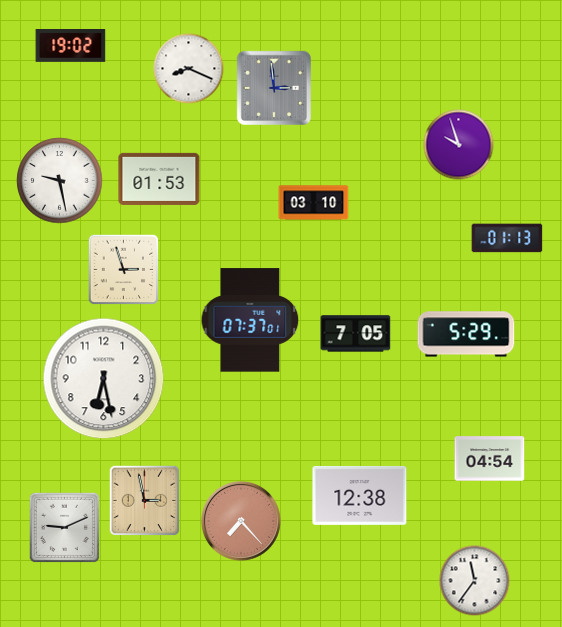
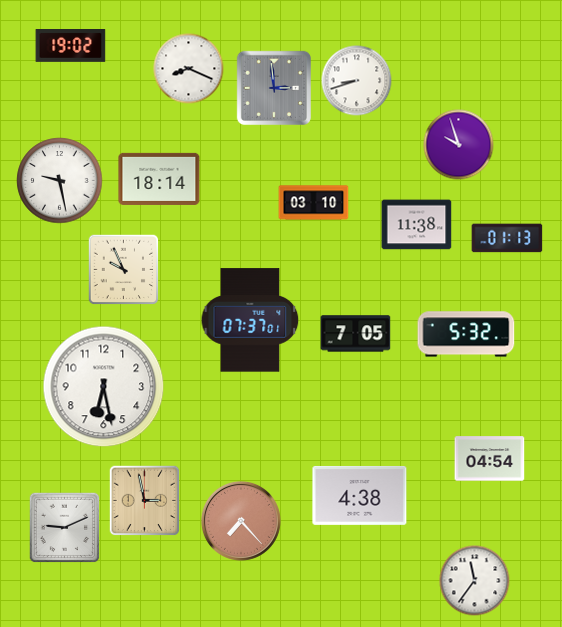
clock at (357, 81): none -> 8:42
clock at (159, 179): 01:53 -> 18:14
clock at (417, 225): none -> 11:38
clock at (124, 270): 2:57 -> 9:56
clock at (466, 334): 5:29 -> 5:32
clock at (104, 379) position: (104, 379) -> (104, 387)
clock at (360, 495): 12:38 -> 4:38
